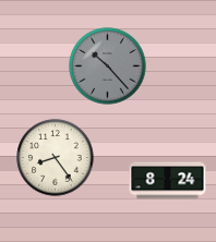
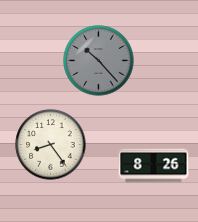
clock at (168, 181): 8:24 -> 8:26
